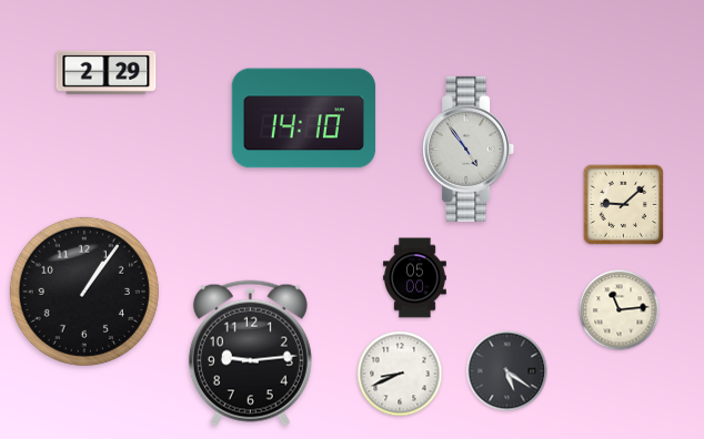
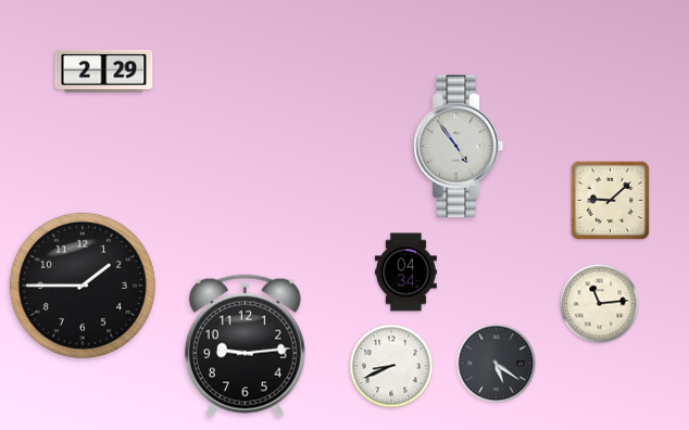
clock at (303, 119): 14:10 -> none
clock at (415, 278): 05:00 -> 04:34
clock at (84, 292): 1:06 -> 1:45
clock at (620, 310) position: (620, 310) -> (600, 304)
